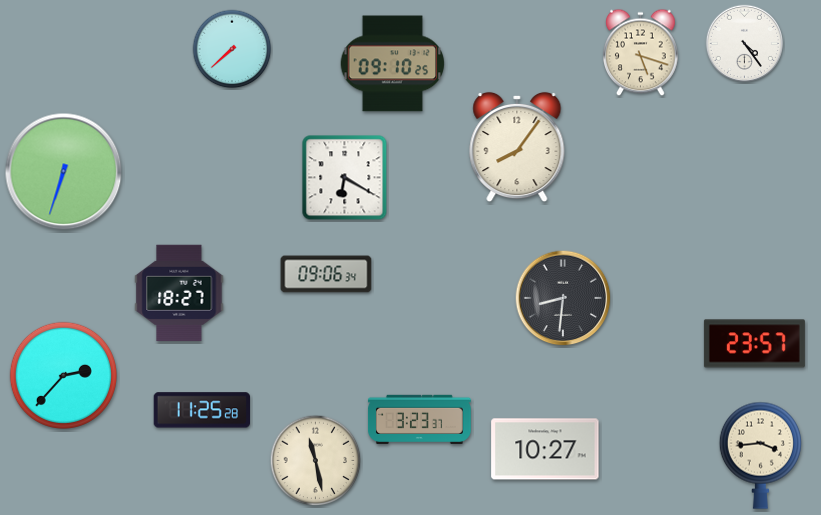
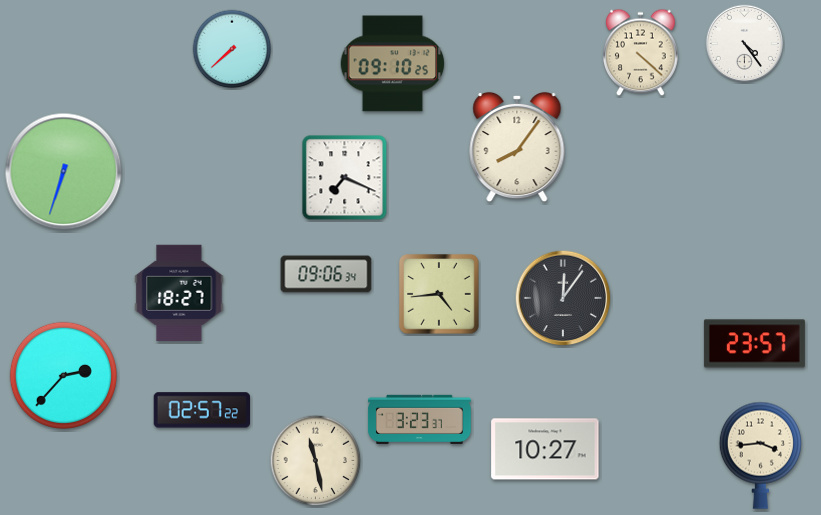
clock at (641, 53): 5:18 -> 4:22
clock at (345, 178): 6:20 -> 7:19
clock at (439, 294): none -> 4:44
clock at (563, 298): 8:31 -> 12:06
clock at (201, 410): 11:25 -> 02:57
